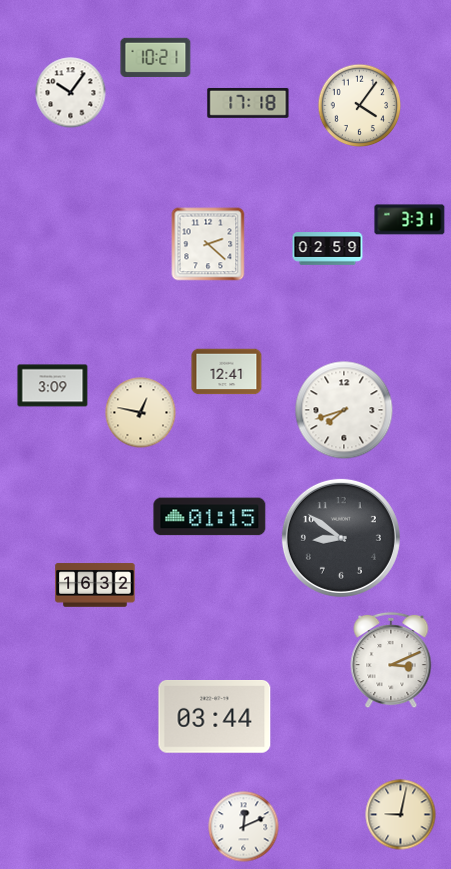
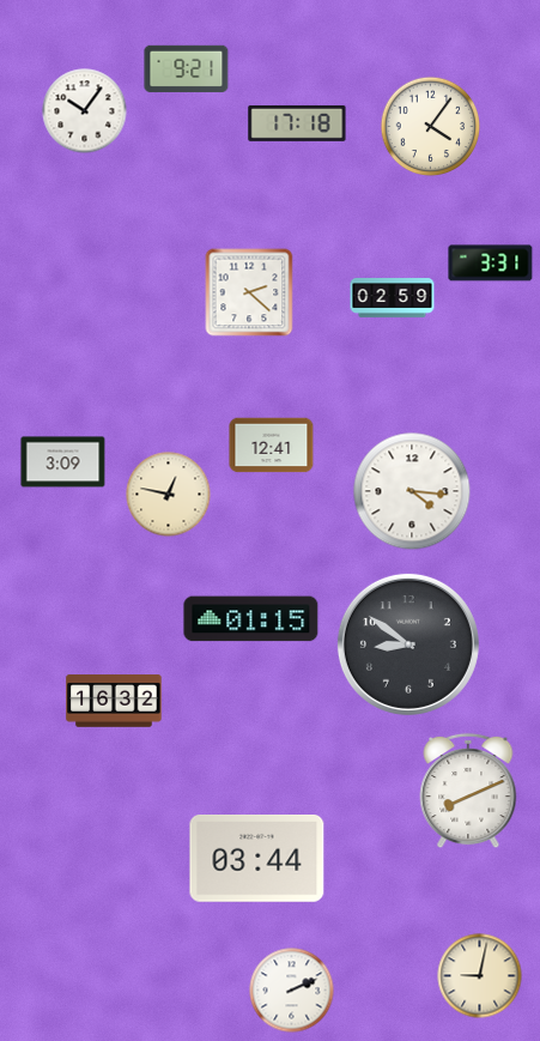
clock at (156, 57): 10:21 -> 9:21
clock at (344, 410): 7:42 -> 4:16
clock at (391, 660): 3:11 -> 8:11
clock at (244, 827): 12:11 -> 2:11
